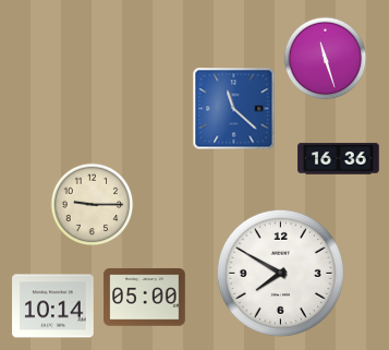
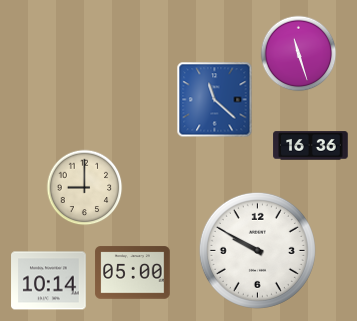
clock at (93, 205): 9:15 -> 9:00
clock at (280, 273): 7:50 -> 9:50
